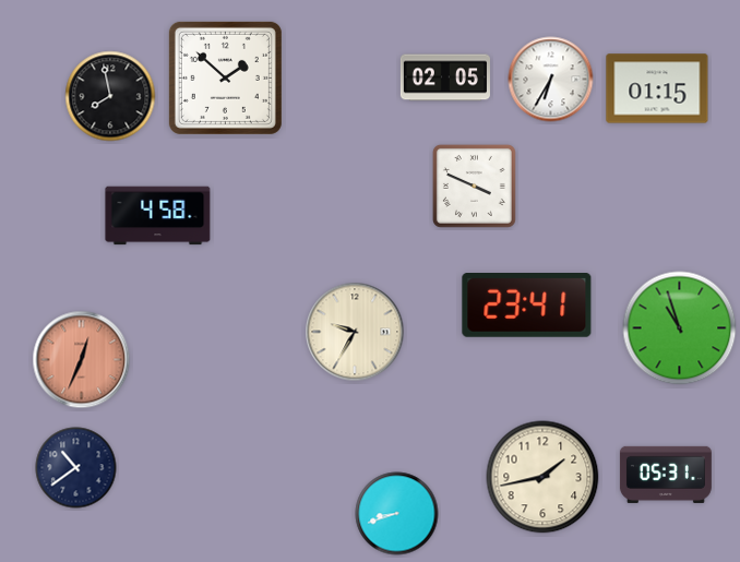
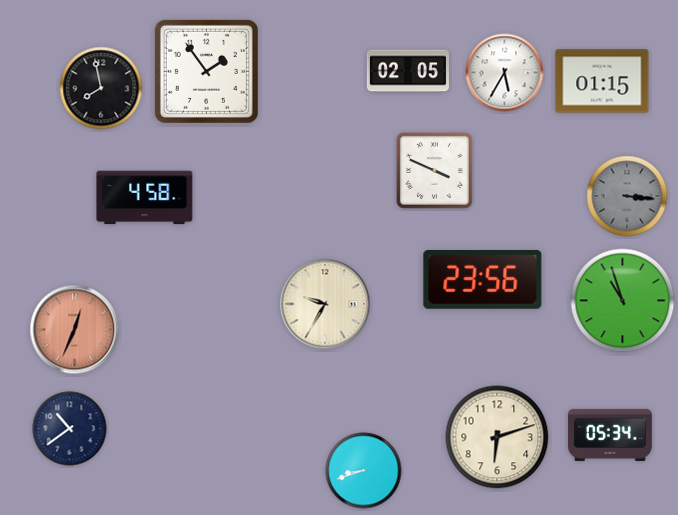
clock at (225, 77): 1:52 -> 1:54
clock at (551, 80): 6:35 -> 5:35
clock at (627, 196): none -> 3:16
clock at (527, 306): 23:41 -> 23:56
clock at (666, 475): 05:31 -> 05:34
clock at (542, 477): 1:43 -> 6:12
